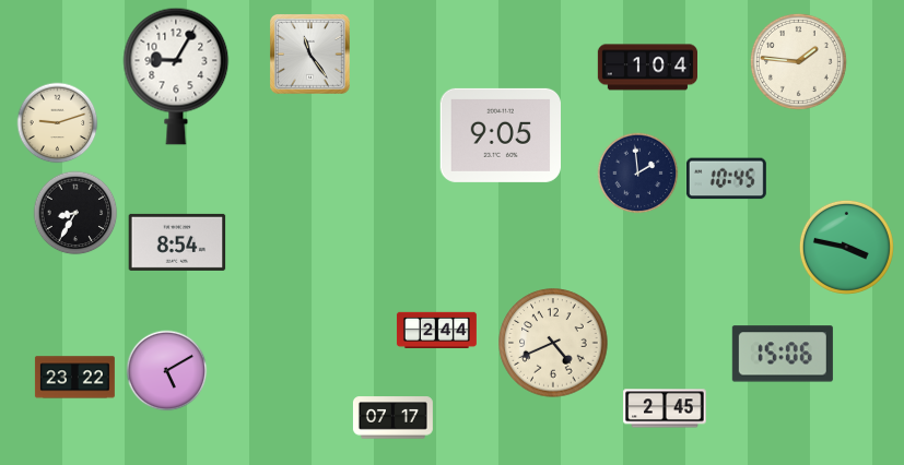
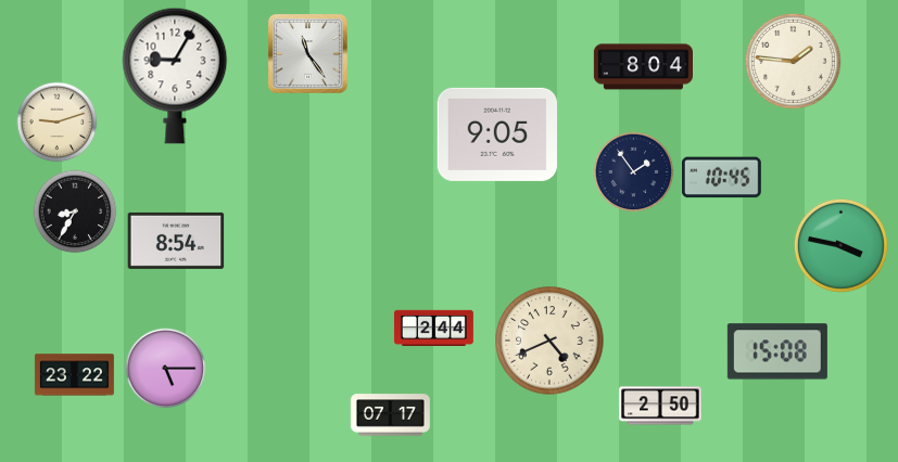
clock at (647, 68): 1:04 -> 8:04
clock at (638, 174): 1:59 -> 1:54
clock at (783, 354): 15:06 -> 15:08
clock at (167, 371): 5:10 -> 5:15
clock at (665, 408): 2:45 -> 2:50
